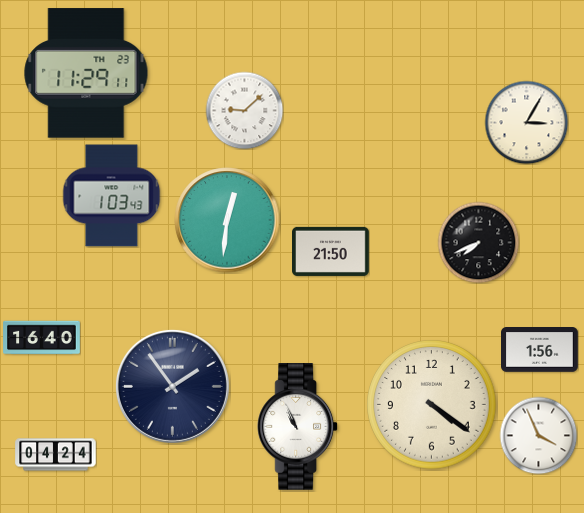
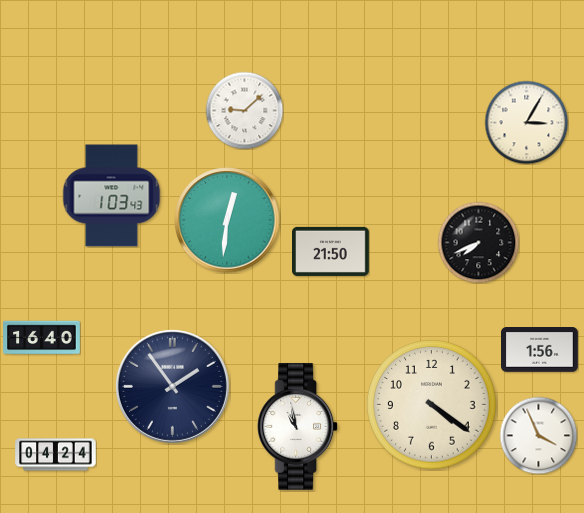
clock at (86, 73): 11:29 -> none
clock at (298, 427): 10:56 -> 10:58
